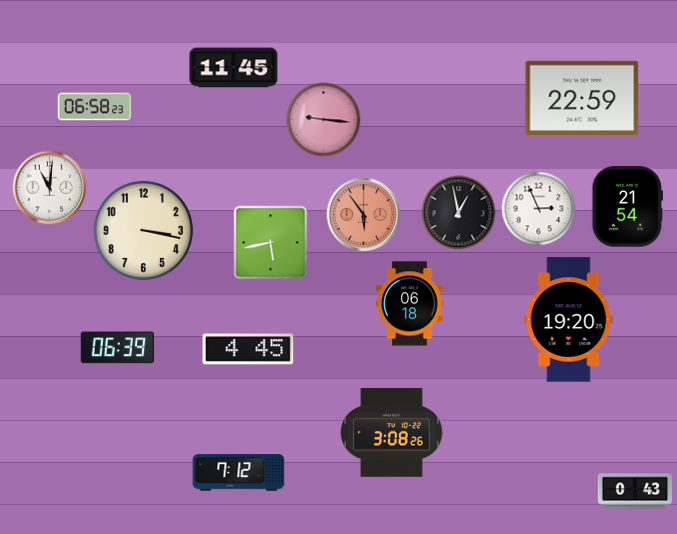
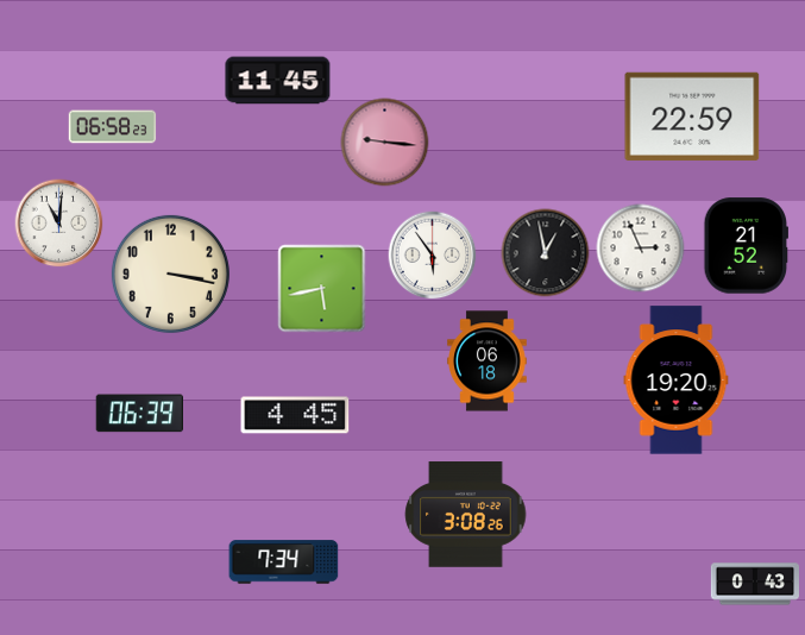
clock at (627, 207): 21:54 -> 21:52
clock at (364, 215) dial: salmon -> white
clock at (239, 473): 7:12 -> 7:34
